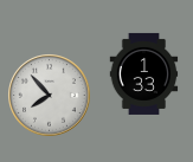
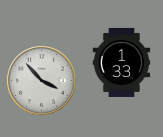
clock at (50, 96): 7:53 -> 3:53
